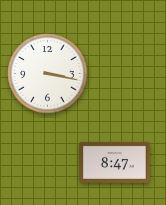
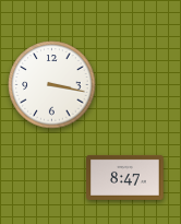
clock at (48, 74) position: (48, 74) -> (52, 85)
